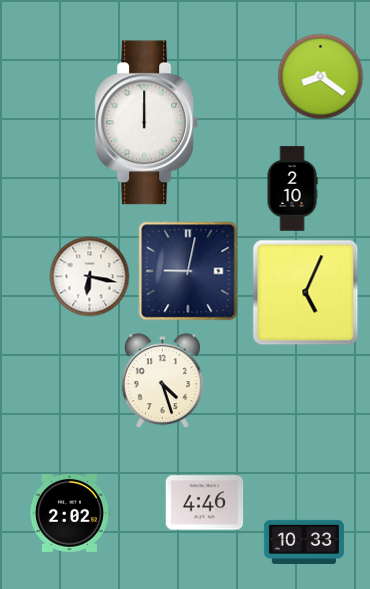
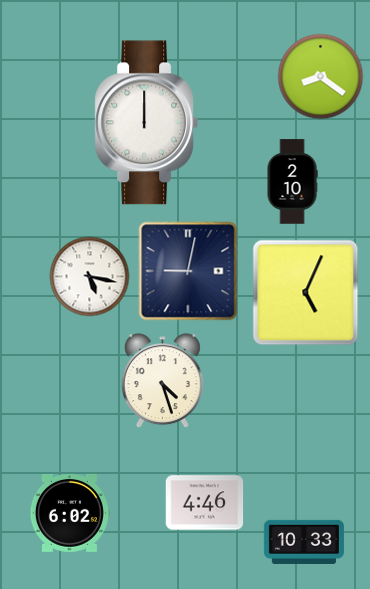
clock at (292, 189) position: (292, 189) -> (292, 182)
clock at (90, 277): 6:17 -> 5:17
clock at (69, 513): 2:02 -> 6:02
